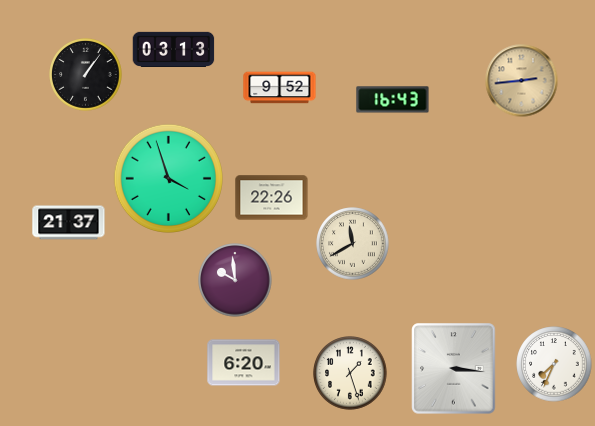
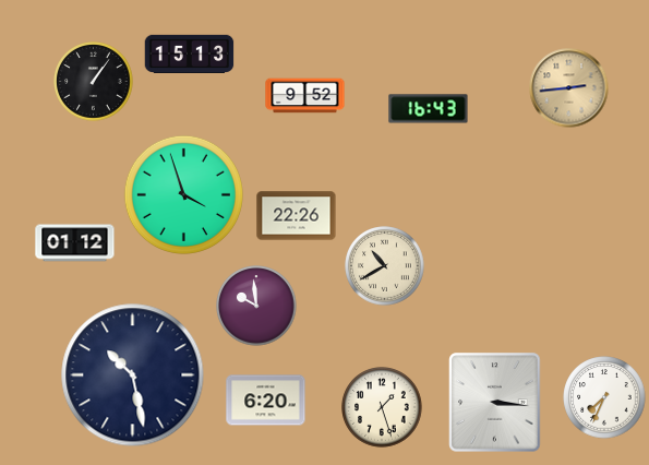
clock at (174, 49): 03:13 -> 15:13
clock at (69, 223): 21:37 -> 01:12
clock at (353, 244): 11:40 -> 10:40
clock at (133, 375): none -> 10:28
clock at (244, 363) position: (244, 363) -> (266, 401)
